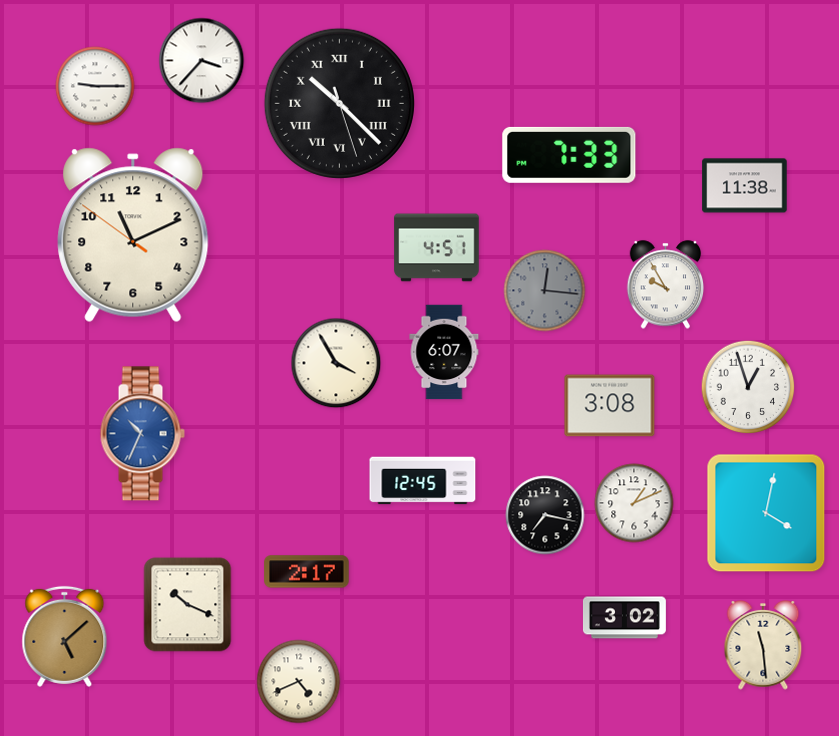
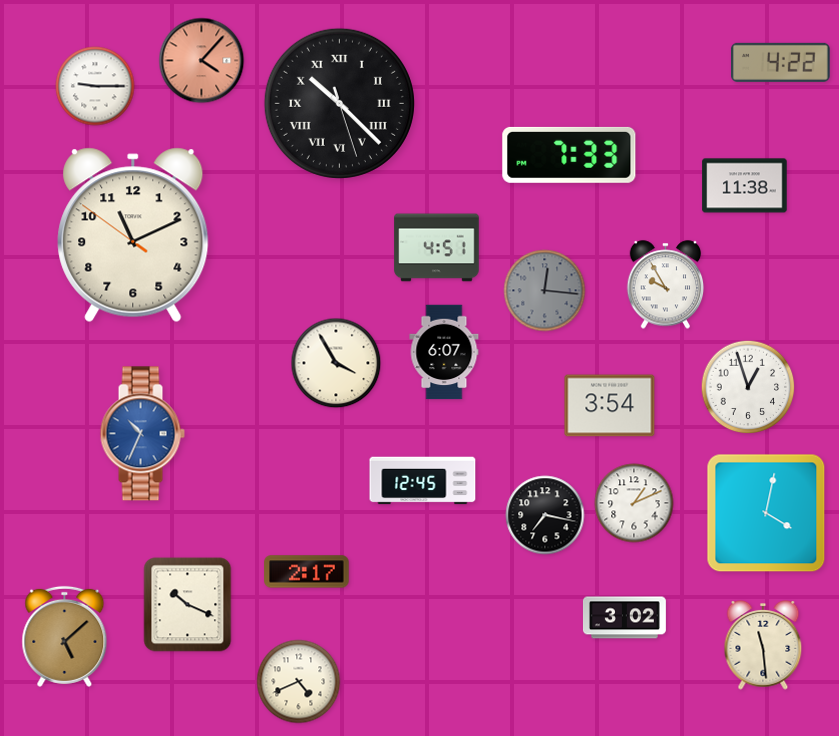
clock at (202, 61): 3:37 -> 4:07
clock at (202, 61) dial: white -> salmon
clock at (781, 62): none -> 4:22
clock at (610, 406): 3:08 -> 3:54
